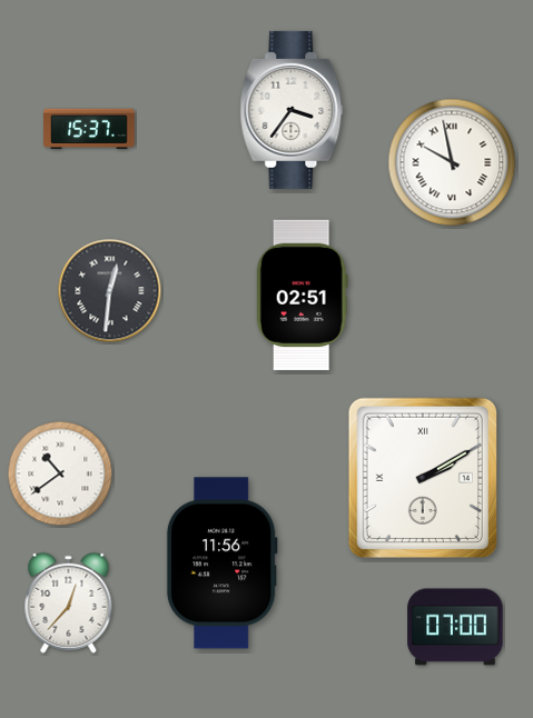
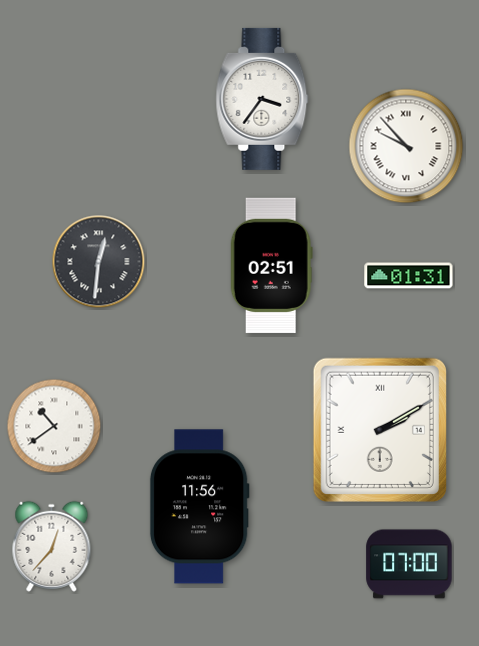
clock at (89, 129): 15:37 -> none
clock at (452, 162): 9:58 -> 9:53
clock at (409, 276): none -> 01:31
clock at (69, 602) position: (69, 602) -> (52, 546)
